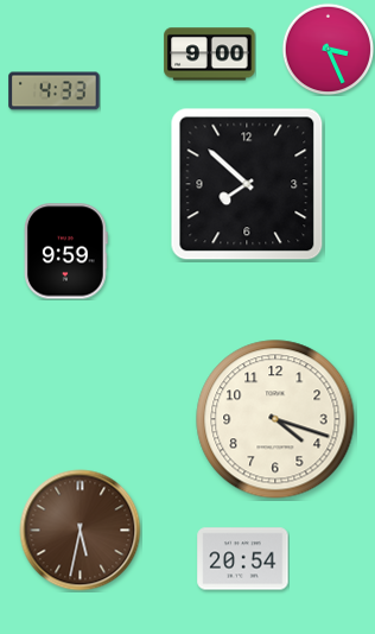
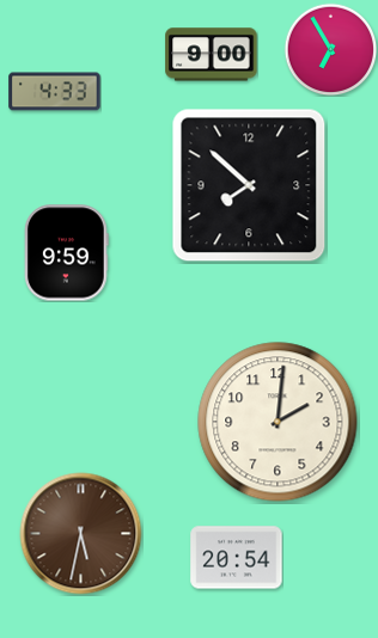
clock at (328, 49): 3:26 -> 6:55
clock at (275, 419): 4:18 -> 2:01
clock at (243, 559) position: (243, 559) -> (237, 558)
